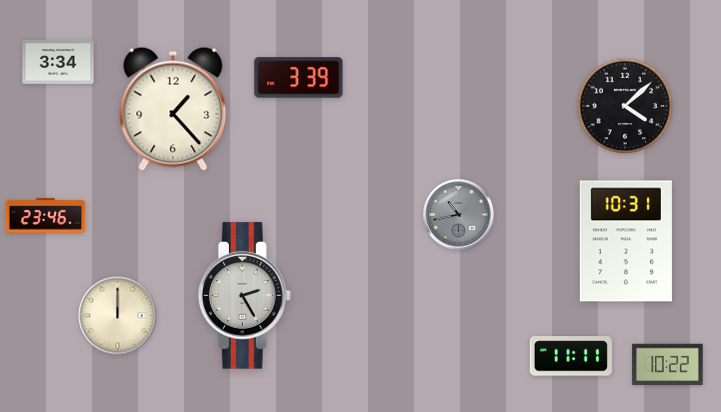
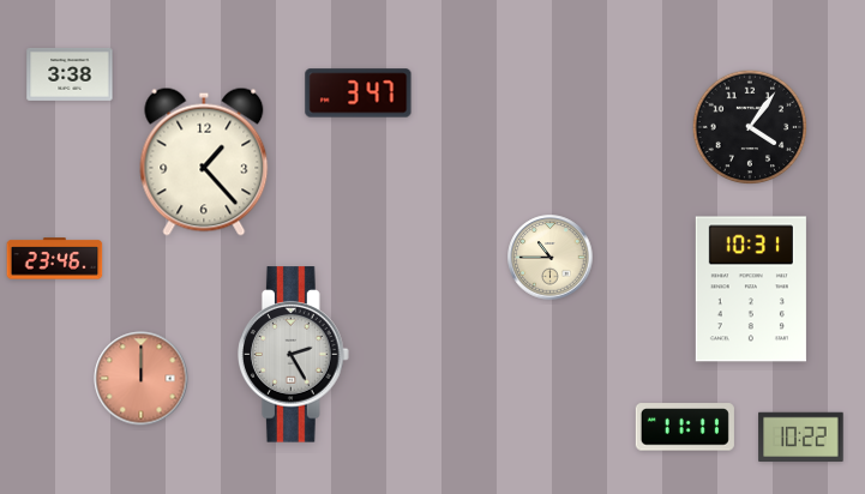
clock at (58, 62): 3:34 -> 3:38
clock at (299, 78): 3:39 -> 3:47
clock at (625, 106): 4:08 -> 4:06
clock at (173, 109) position: (173, 109) -> (204, 162)
clock at (459, 215): 10:43 -> 10:45
clock at (459, 215) dial: grey -> cream
clock at (118, 316) dial: cream -> salmon
